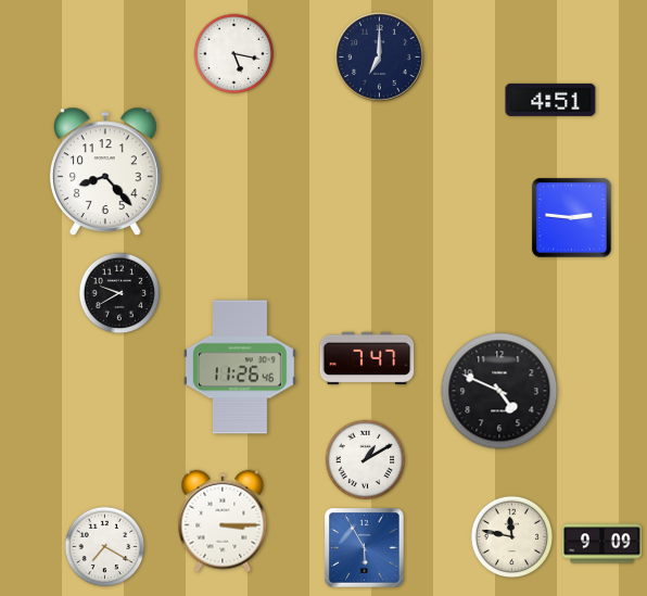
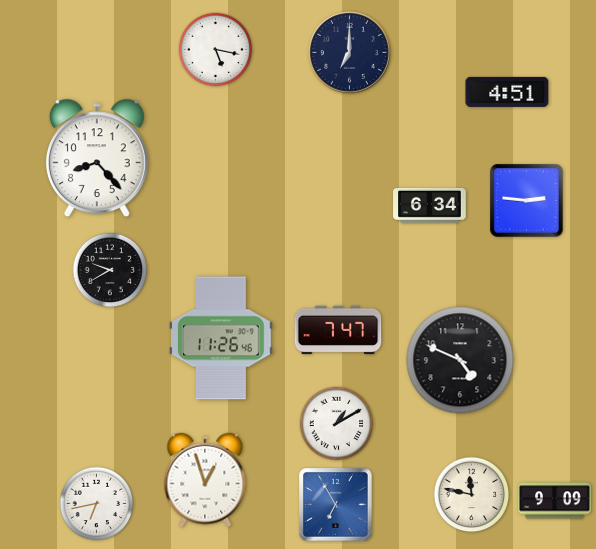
clock at (430, 205): none -> 6:34
clock at (223, 521): 3:15 -> 12:57
clock at (105, 547): 7:20 -> 6:43
clock at (365, 548): 5:55 -> 6:55
